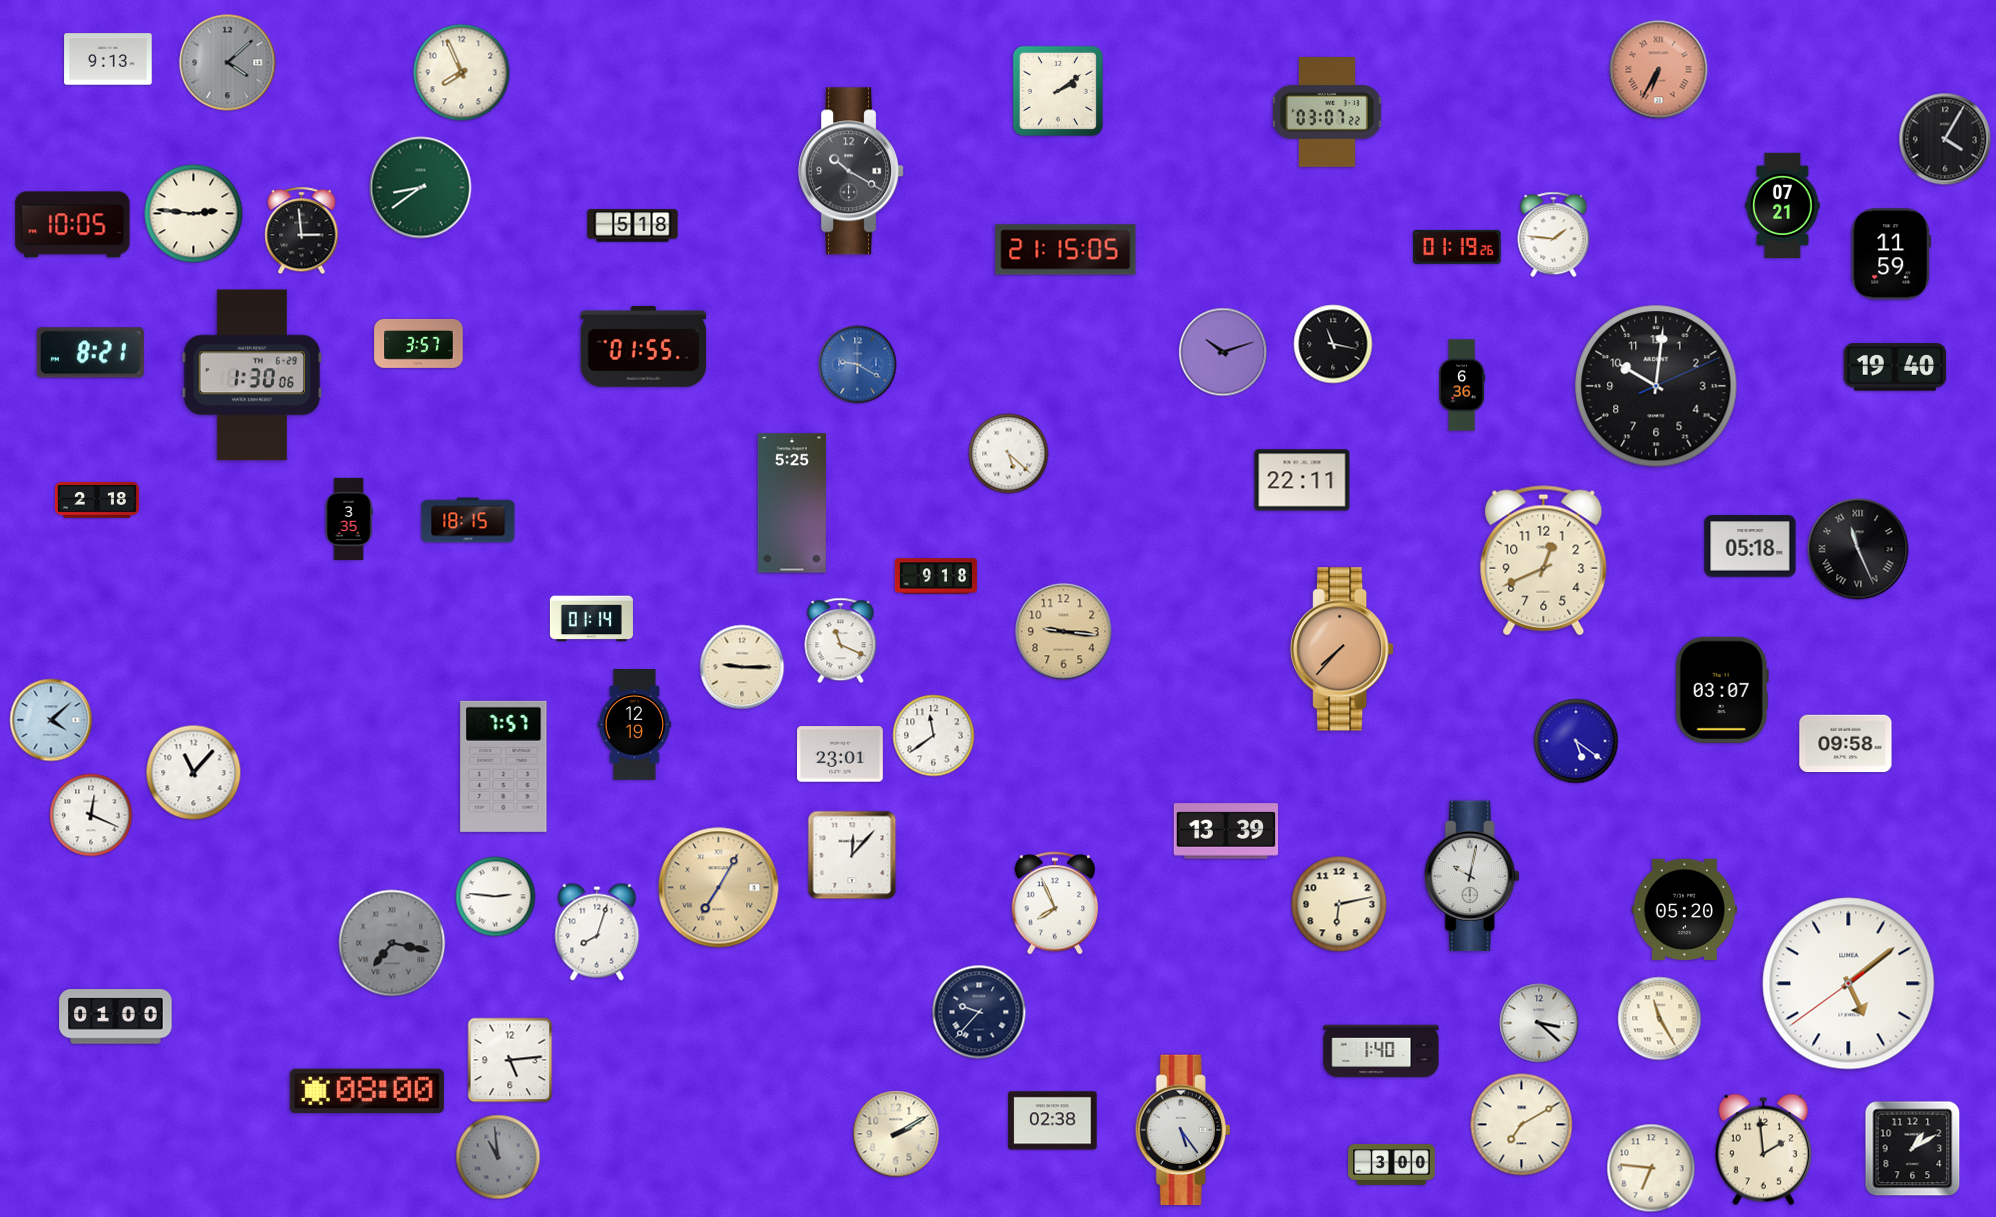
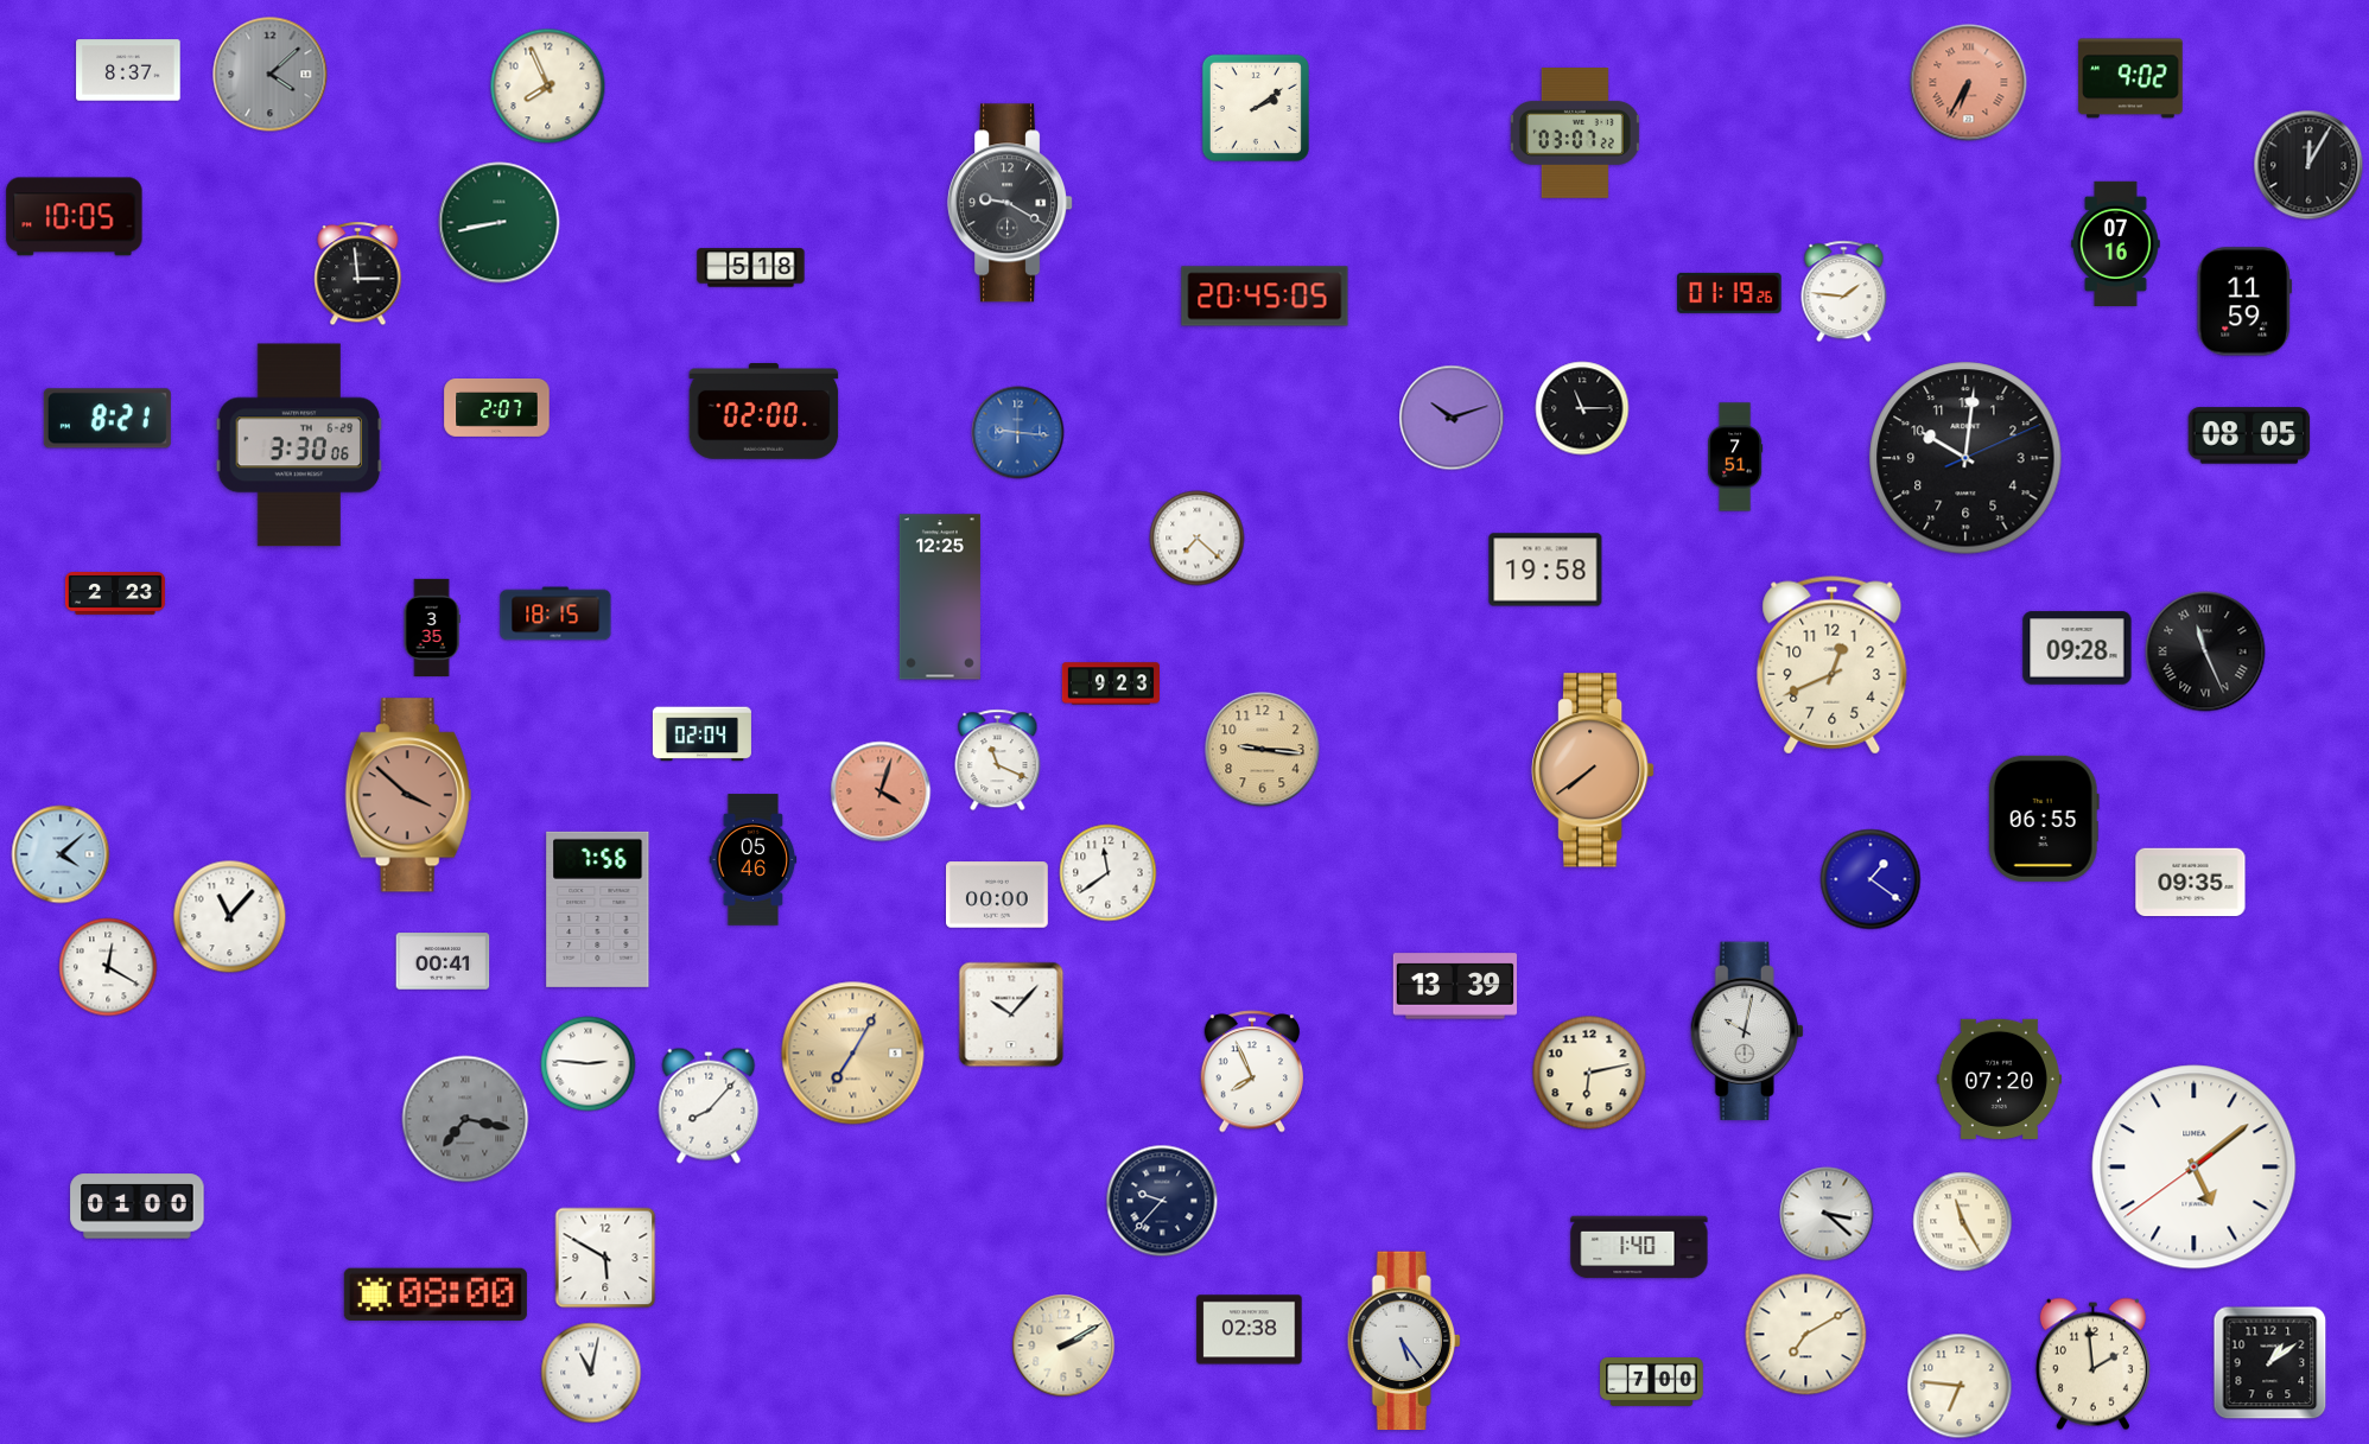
clock at (108, 59): 9:13 -> 8:37
clock at (2130, 78): none -> 9:02
clock at (1945, 139): 4:05 -> 12:05
clock at (852, 171): 10:20 -> 9:20
clock at (421, 188): 8:39 -> 8:43
clock at (1783, 205): 07:21 -> 07:16
clock at (194, 214): 2:46 -> none
clock at (73, 225) position: (73, 225) -> (75, 217)
clock at (1554, 235) position: (1554, 235) -> (1844, 292)
clock at (1066, 250): 21:15 -> 20:45
clock at (419, 344): 3:57 -> 2:07
clock at (1333, 344): 11:17 -> 11:15
clock at (644, 347): 01:55 -> 02:00
clock at (858, 365): 9:20 -> 9:16
clock at (1895, 367): 19:40 -> 08:05
clock at (252, 375): 1:30 -> 3:30
clock at (1462, 385): 6:36 -> 7:51
clock at (1009, 454): 5:22 -> 7:22
clock at (1302, 480): 22:11 -> 19:58
clock at (97, 501): 2:18 -> 2:23
clock at (792, 503): 5:25 -> 12:25
clock at (349, 518) position: (349, 518) -> (432, 626)
clock at (468, 520) position: (468, 520) -> (555, 613)
clock at (1750, 546): 05:18 -> 09:28
clock at (936, 576): 9:18 -> 9:23
clock at (591, 619): 01:14 -> 02:04
clock at (1342, 649): 7:37 -> 7:39
clock at (742, 667): 9:15 -> 4:03
clock at (742, 667) dial: cream -> salmon
clock at (408, 795): none -> 3:52
clock at (1722, 690): 03:07 -> 06:55
clock at (635, 725): 12:19 -> 05:46
clock at (1576, 741): 5:21 -> 1:21
clock at (1846, 744): 09:58 -> 09:35
clock at (841, 754): 23:01 -> 00:00
clock at (504, 766): 7:57 -> 7:56
clock at (443, 961): none -> 00:41
clock at (91, 815): 12:19 -> 12:20
clock at (852, 855): 12:07 -> 10:07
clock at (1472, 876) position: (1472, 876) -> (1747, 1031)
clock at (1684, 909): 05:20 -> 07:20
clock at (597, 932): 8:03 -> 8:07
clock at (1660, 1019) position: (1660, 1019) -> (1963, 1222)
clock at (510, 1060): 5:14 -> 5:50
clock at (1913, 1149): 1:10 -> 1:09
clock at (498, 1157): 10:59 -> 11:02
clock at (498, 1157) dial: grey -> white
clock at (1392, 1165): 3:00 -> 7:00
